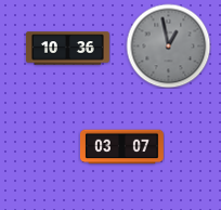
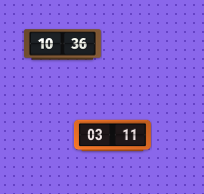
clock at (168, 45): 12:58 -> none
clock at (122, 147): 03:07 -> 03:11
